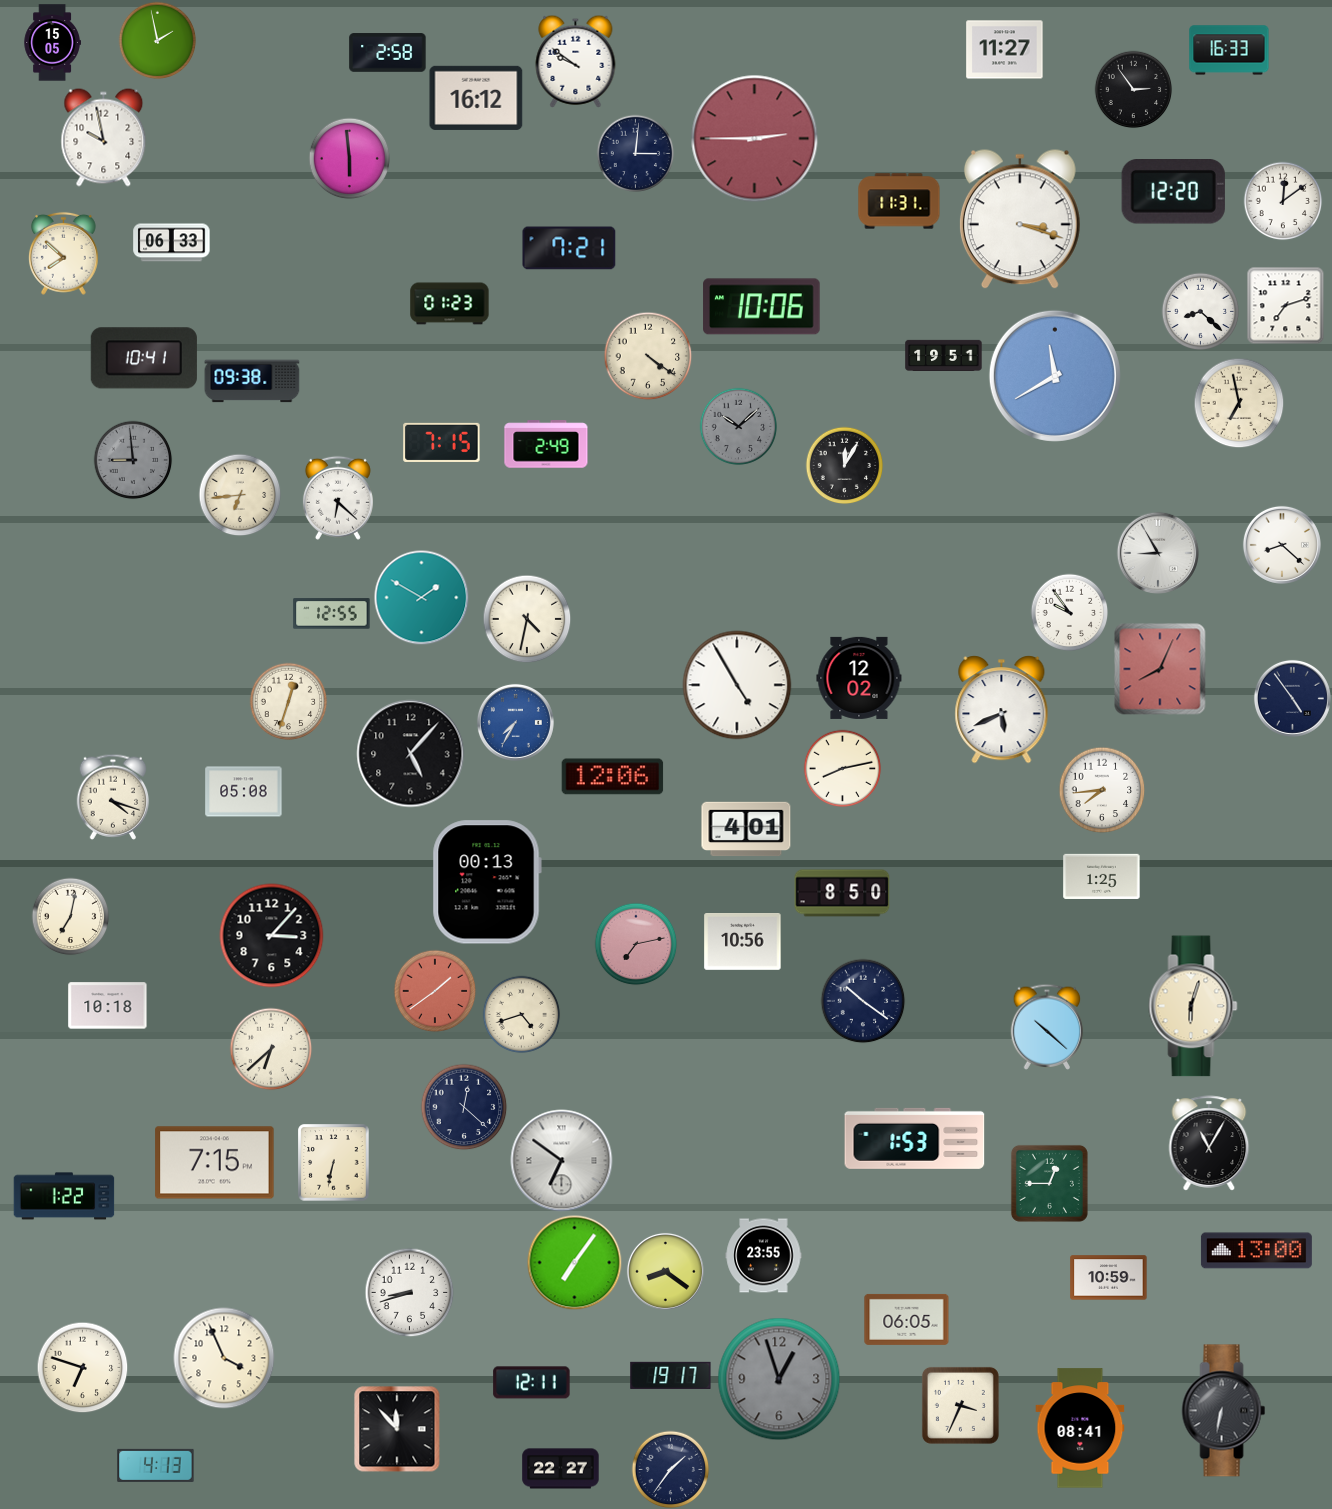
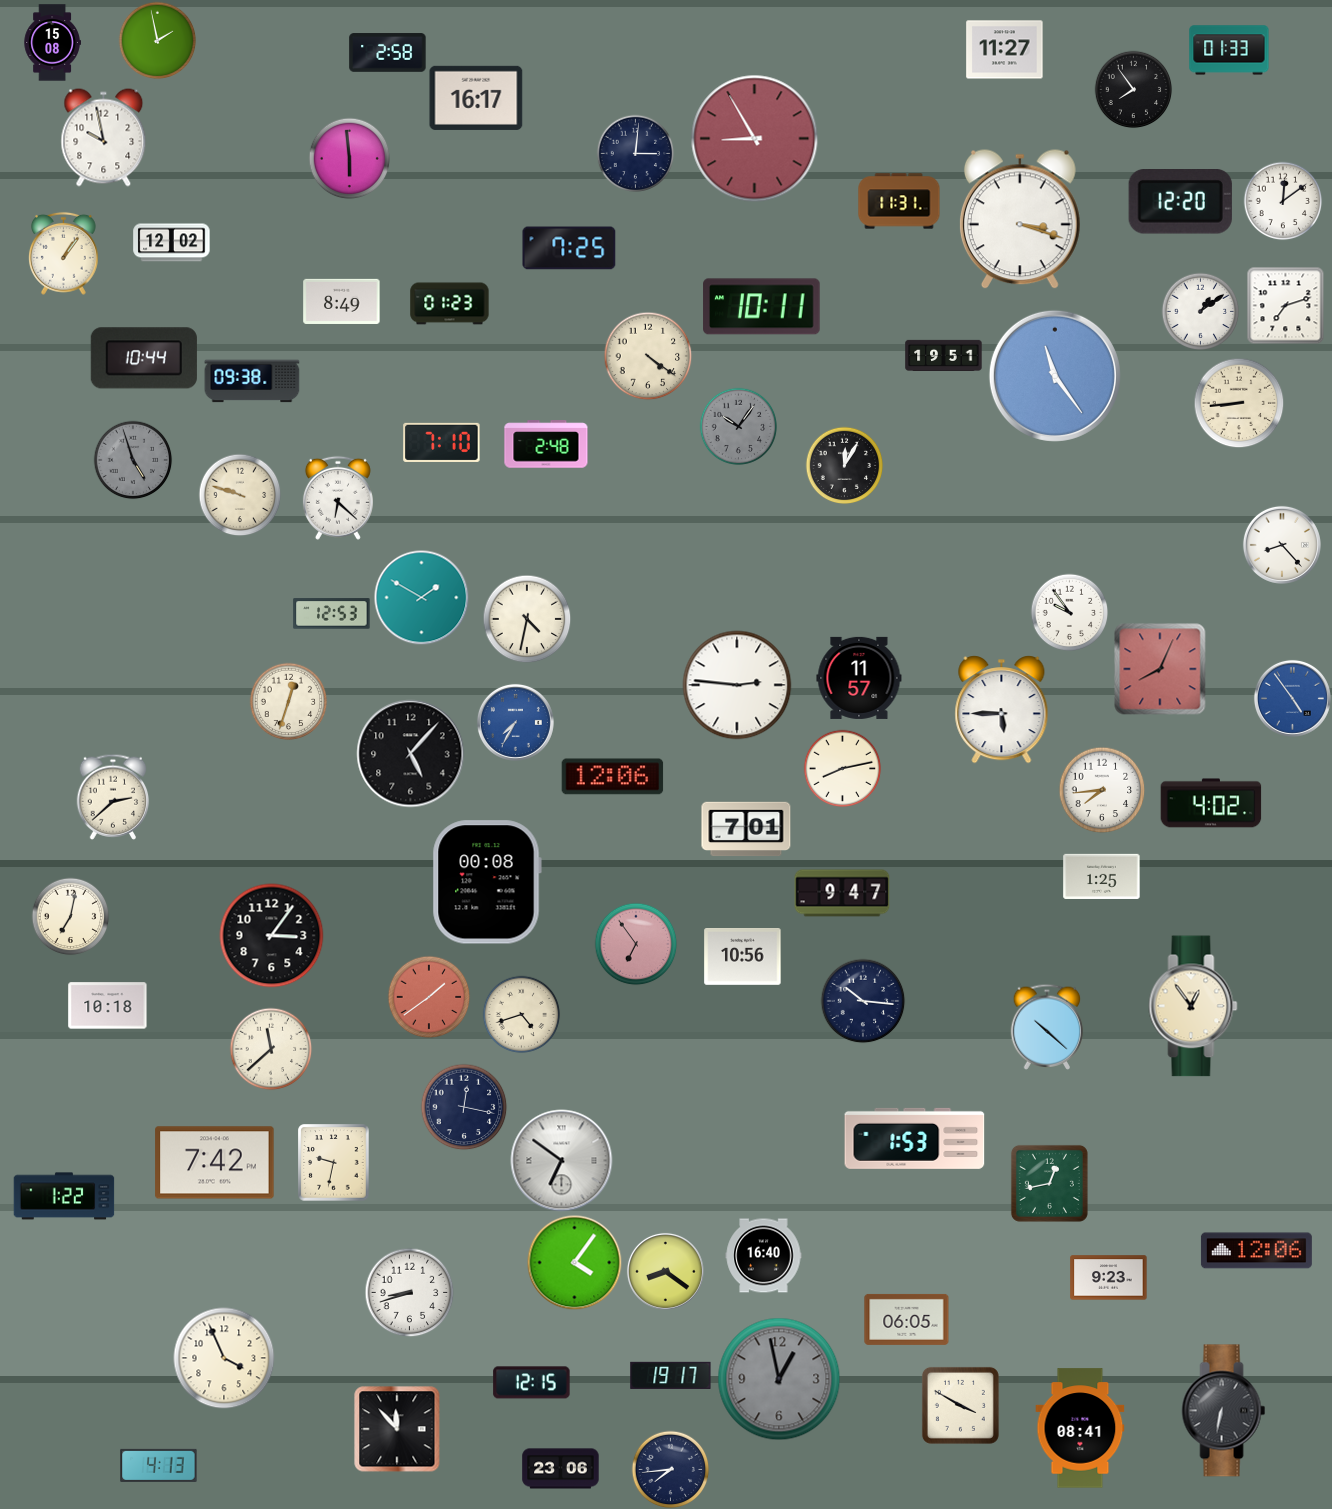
clock at (52, 43): 15:05 -> 15:08
clock at (1229, 50): 16:33 -> 01:33
clock at (576, 61): 9:51 -> none
clock at (1133, 89): 2:54 -> 7:54
clock at (476, 98): 16:12 -> 16:17
clock at (755, 139): 2:45 -> 8:55
clock at (1173, 192) position: (1173, 192) -> (1180, 202)
clock at (172, 243): 06:33 -> 12:02
clock at (569, 248): 7:21 -> 7:25
clock at (64, 253): 7:52 -> 1:06
clock at (342, 301): none -> 8:49
clock at (762, 307): 10:06 -> 10:11
clock at (1200, 311): 8:22 -> 1:09
clock at (144, 358): 10:41 -> 10:44
clock at (1055, 376): 11:40 -> 11:24
clock at (1239, 403): 6:58 -> 8:44
clock at (738, 426): 10:08 -> 10:06
clock at (442, 442): 7:15 -> 7:10
clock at (546, 444): 2:49 -> 2:48
clock at (133, 460): 8:59 -> 4:57
clock at (240, 495): 6:44 -> 9:48
clock at (1282, 545): 8:22 -> 8:23
clock at (1157, 552): 8:55 -> none
clock at (332, 614): 12:55 -> 12:53
clock at (859, 678): 12:02 -> 11:57
clock at (737, 685): 4:55 -> 2:46
clock at (1292, 698) dial: navy -> blue
clock at (1002, 710): 5:41 -> 5:45
clock at (244, 792): 05:08 -> none
clock at (113, 797): 4:18 -> 2:38
clock at (1211, 803): none -> 4:02
clock at (746, 829): 4:01 -> 7:01
clock at (487, 882): 00:13 -> 00:08
clock at (842, 893): 8:50 -> 9:47
clock at (272, 936): 3:07 -> 3:06
clock at (743, 942) position: (743, 942) -> (743, 957)
clock at (636, 944): 7:13 -> 6:54
clock at (435, 991) position: (435, 991) -> (429, 997)
clock at (863, 1001): 10:21 -> 10:16
clock at (1193, 1006): 6:03 -> 12:54
clock at (271, 1049): 6:38 -> 11:38
clock at (464, 1107): 12:22 -> 12:17
clock at (1209, 1143): 11:05 -> none
clock at (215, 1163): 7:15 -> 7:42
clock at (334, 1163): 6:32 -> 9:32
clock at (1049, 1183): 12:45 -> 12:43
clock at (1256, 1251): 13:00 -> 12:06
clock at (764, 1256): 23:55 -> 16:40
clock at (574, 1262): 7:06 -> 4:06
clock at (1109, 1278): 10:59 -> 9:23
clock at (82, 1367): 6:48 -> none
clock at (779, 1379): 12:57 -> 12:58
clock at (532, 1383): 12:11 -> 12:15
clock at (960, 1405): 3:34 -> 3:50
clock at (156, 1465) position: (156, 1465) -> (159, 1465)
clock at (561, 1469): 22:27 -> 23:06
clock at (670, 1469): 1:36 -> 7:44
